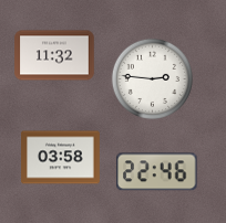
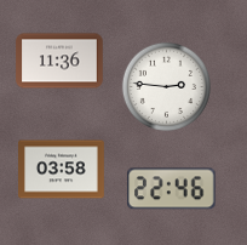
clock at (54, 55): 11:32 -> 11:36
clock at (61, 158) position: (61, 158) -> (62, 170)
